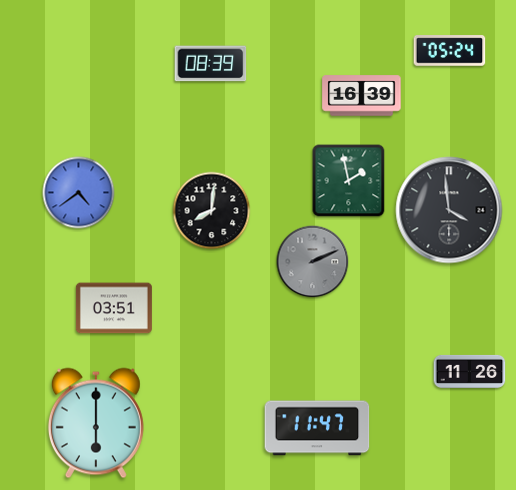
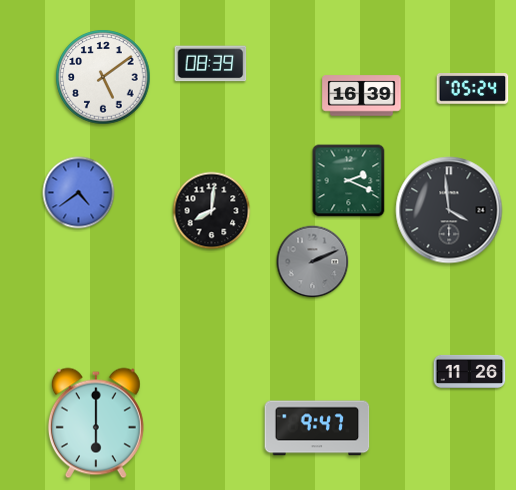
clock at (450, 51) position: (450, 51) -> (473, 89)
clock at (103, 77): none -> 5:09
clock at (349, 181): 1:58 -> 2:19
clock at (114, 308): 03:51 -> none
clock at (317, 428): 11:47 -> 9:47
